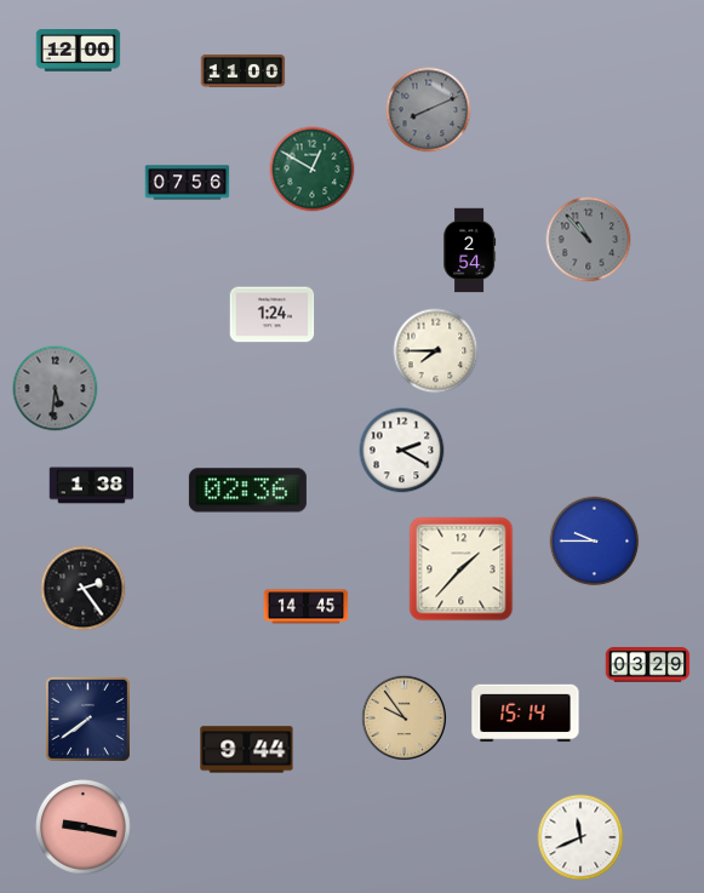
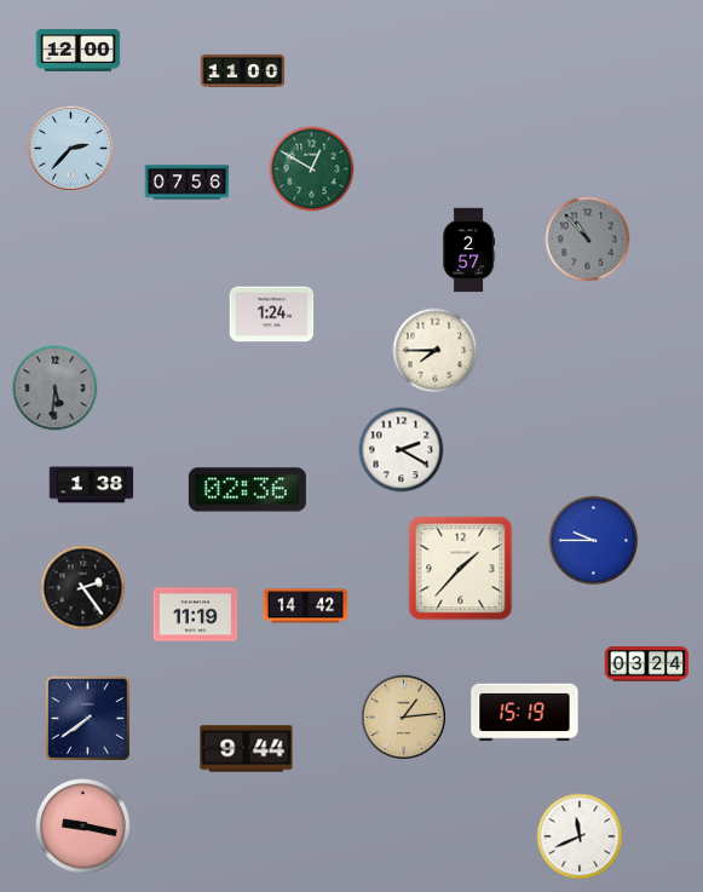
clock at (429, 110): 8:11 -> none
clock at (70, 148): none -> 2:37
clock at (470, 251): 2:54 -> 2:57
clock at (307, 607): 14:45 -> 14:42
clock at (196, 615): none -> 11:19
clock at (648, 665): 03:29 -> 03:24
clock at (526, 714): 15:14 -> 15:19
clock at (403, 717): 9:54 -> 1:14
